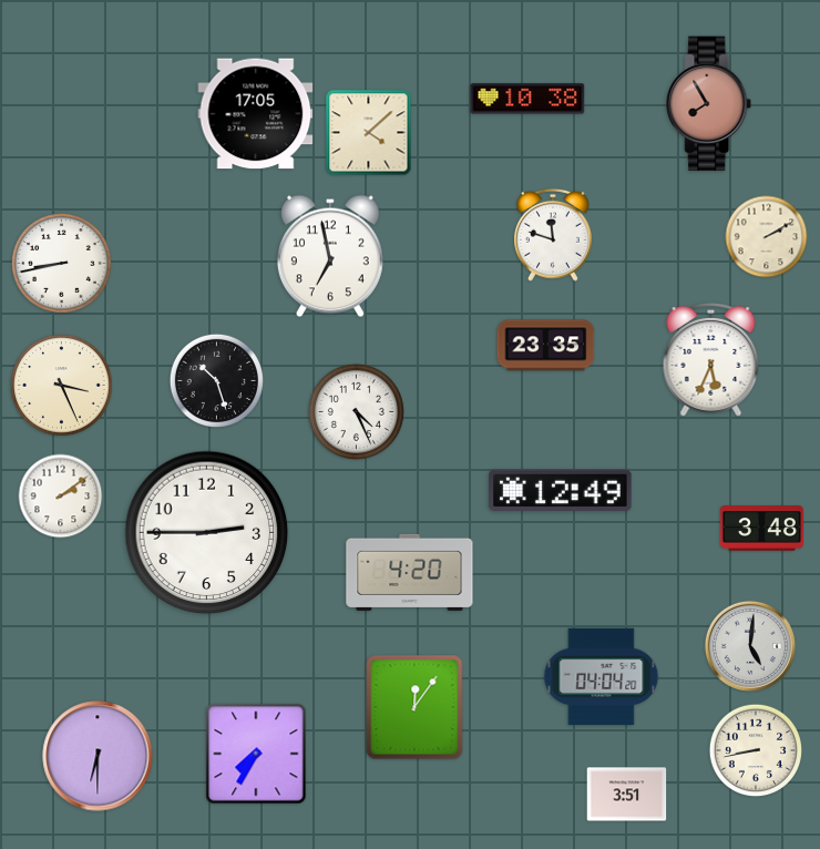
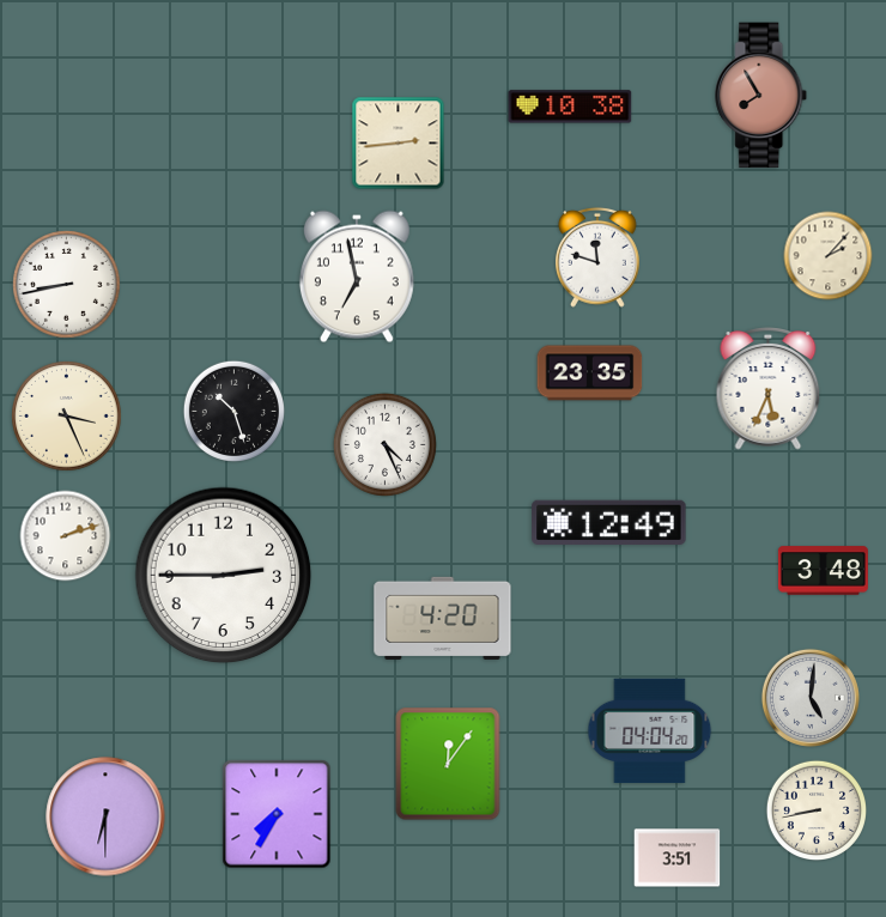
clock at (709, 104) position: (709, 104) -> (761, 96)
clock at (256, 114): 17:05 -> none
clock at (369, 133): 4:08 -> 2:44
clock at (554, 235) position: (554, 235) -> (599, 257)
clock at (767, 237): 2:10 -> 2:07
clock at (561, 491) position: (561, 491) -> (609, 523)
clock at (61, 497): 2:09 -> 2:12
